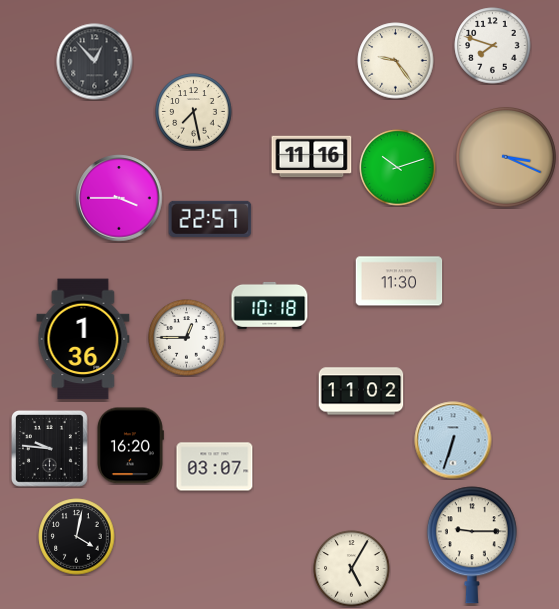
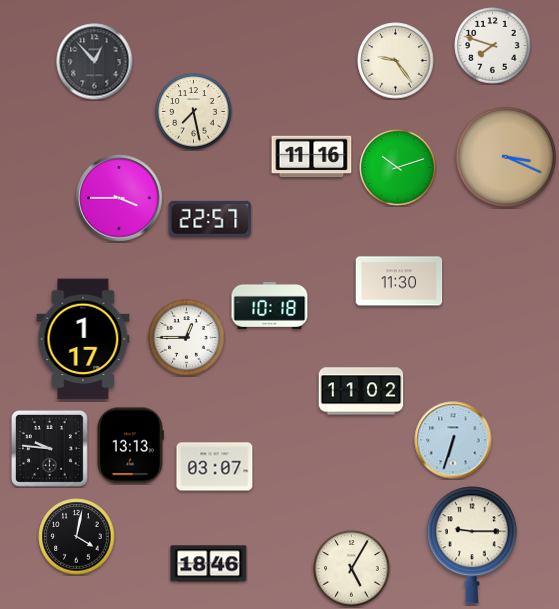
clock at (83, 339): 1:36 -> 1:17
clock at (130, 446): 16:20 -> 13:13
clock at (209, 564): none -> 18:46
